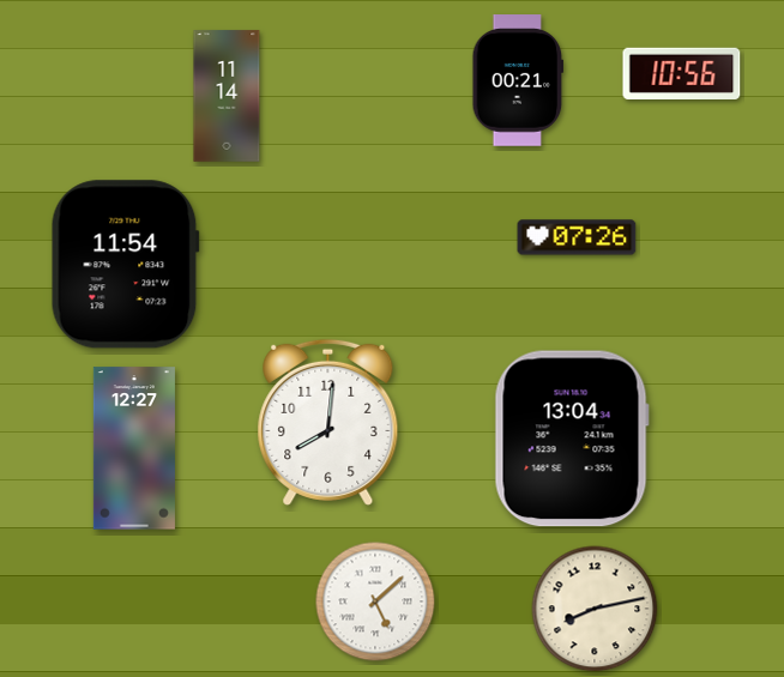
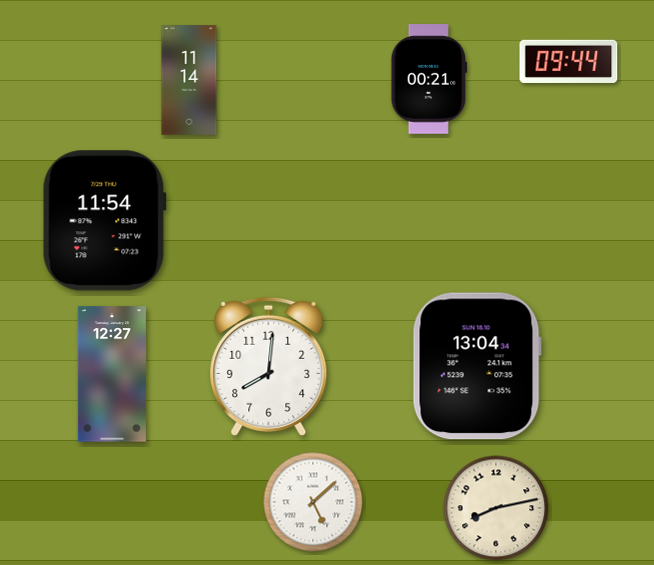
clock at (682, 73): 10:56 -> 09:44
clock at (518, 80) position: (518, 80) -> (429, 79)
clock at (577, 237): 07:26 -> none
clock at (328, 422) position: (328, 422) -> (269, 366)
